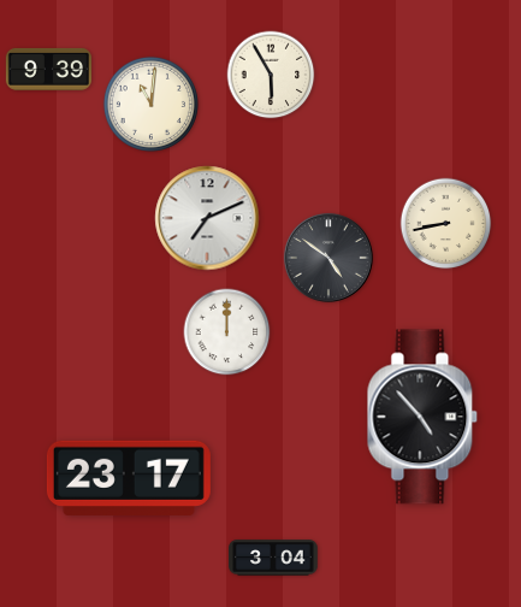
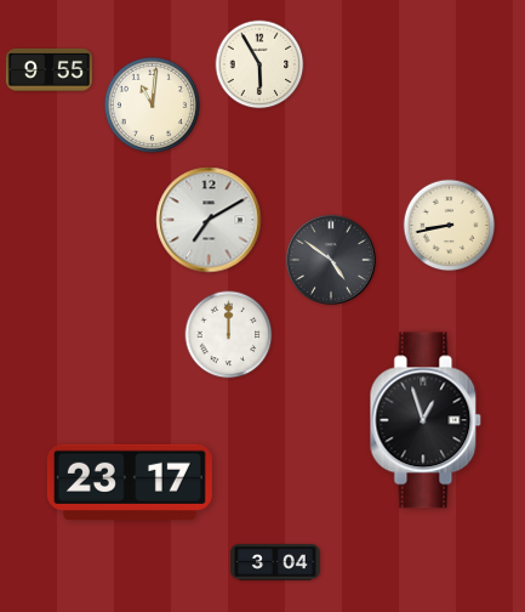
clock at (48, 69): 9:39 -> 9:55
clock at (271, 75) position: (271, 75) -> (259, 64)
clock at (207, 218): 7:11 -> 7:10
clock at (422, 417): 4:53 -> 12:57
